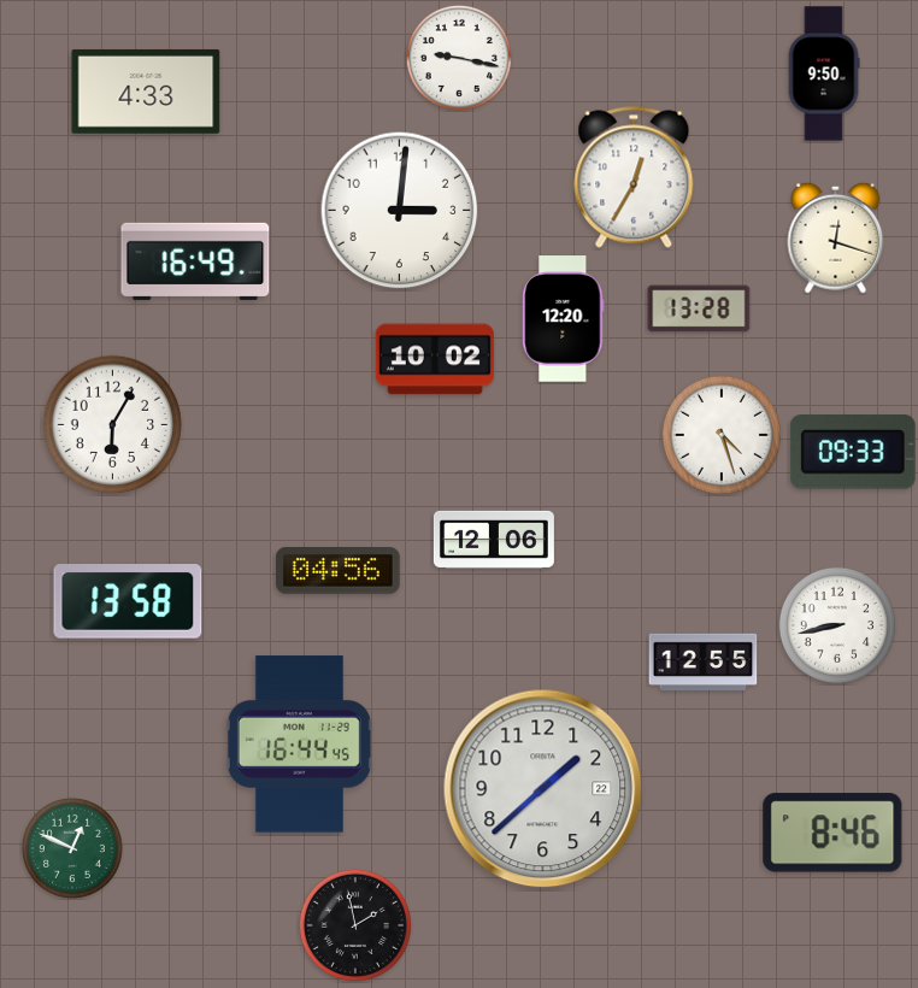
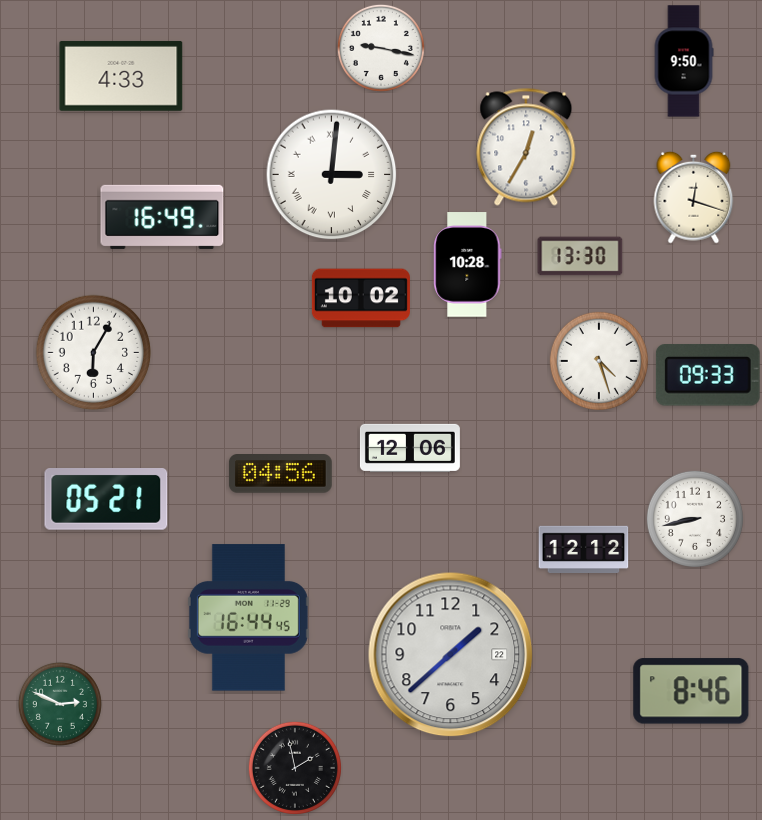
clock at (400, 211) numerals: Arabic -> Roman
clock at (699, 308): 13:28 -> 13:30
clock at (564, 319): 12:20 -> 10:28
clock at (128, 602): 13:58 -> 05:21
clock at (704, 663): 12:55 -> 12:12
clock at (72, 848): 12:49 -> 2:49
